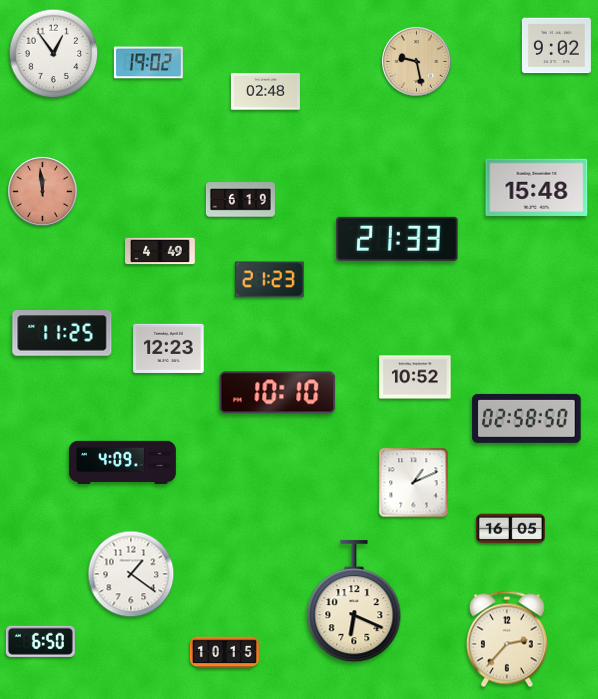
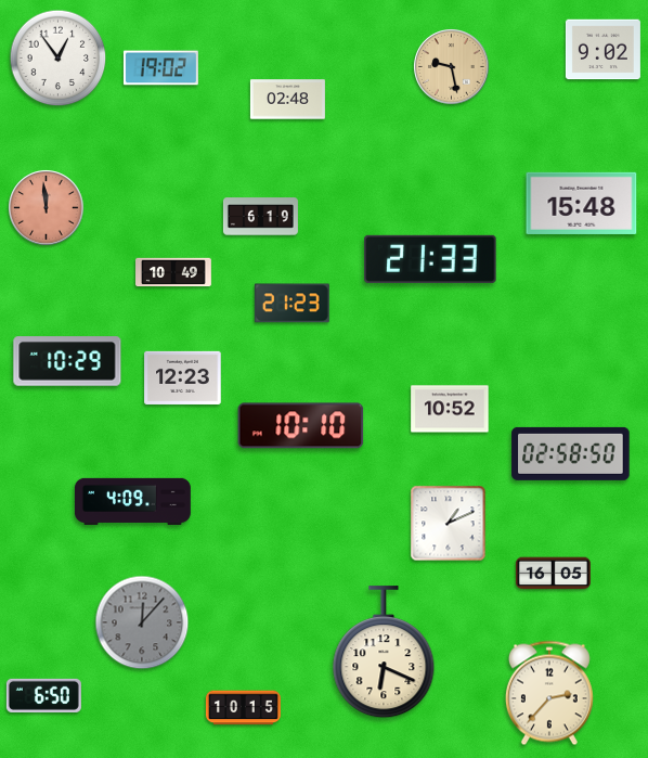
clock at (160, 251): 4:49 -> 10:49
clock at (62, 333): 11:25 -> 10:29
clock at (131, 574): 1:21 -> 12:07
clock at (131, 574) dial: white -> grey
